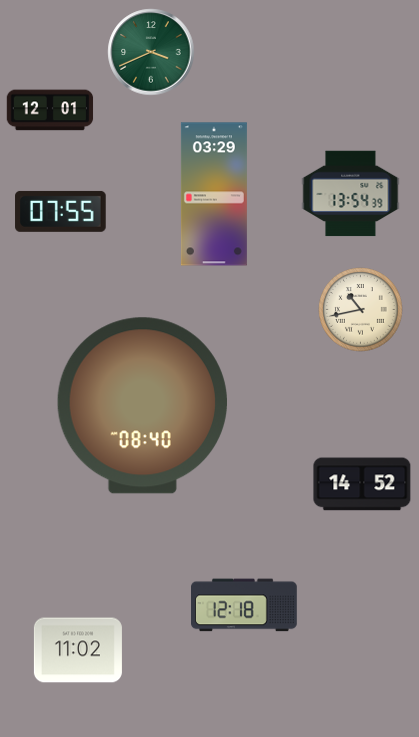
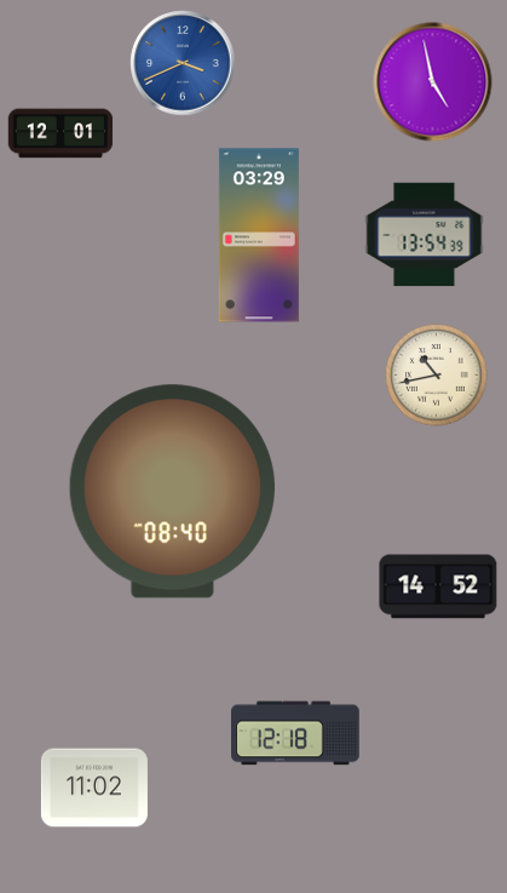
clock at (151, 52) dial: green -> blue
clock at (433, 82): none -> 4:58
clock at (61, 211): 07:55 -> none
